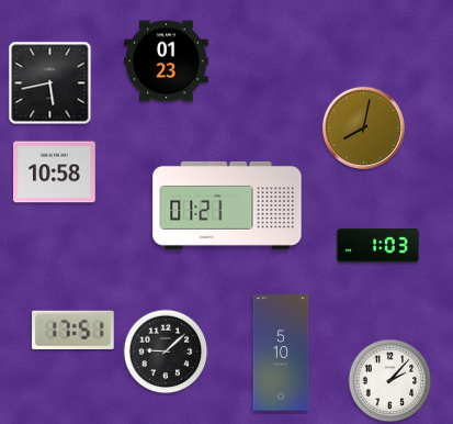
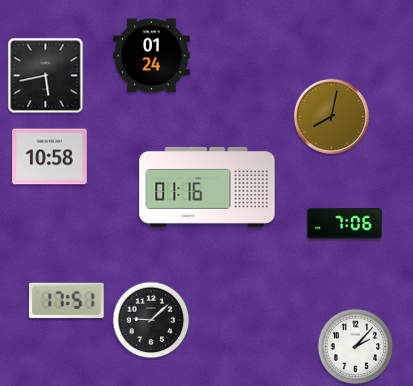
clock at (167, 62): 01:23 -> 01:24
clock at (227, 205): 01:21 -> 01:16
clock at (378, 246): 1:03 -> 7:06
clock at (281, 353): 5:10 -> none
